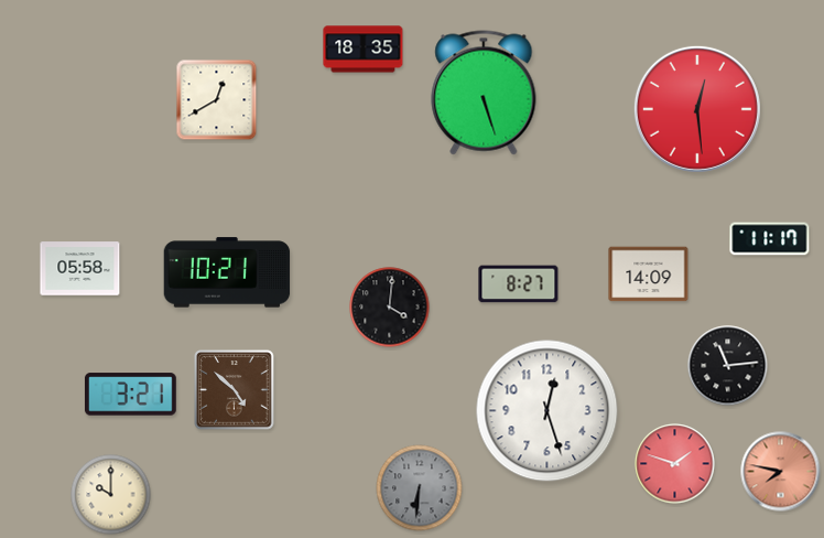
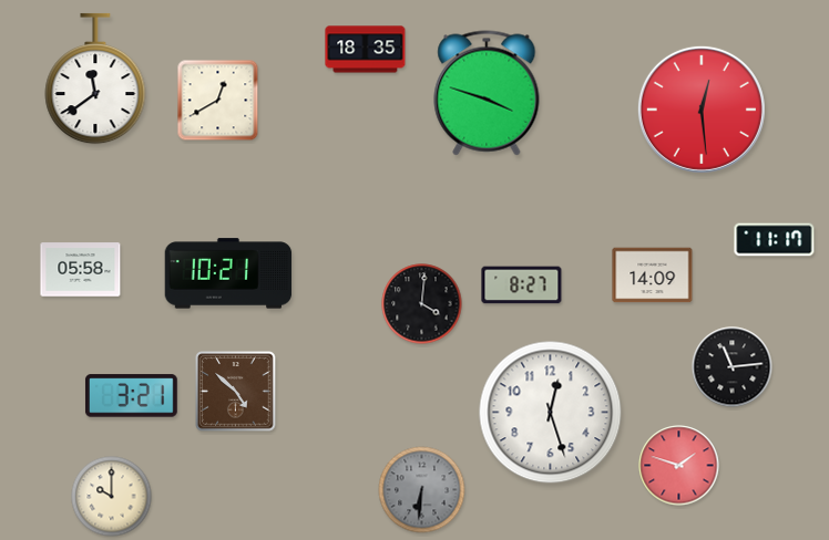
clock at (95, 79): none -> 11:39
clock at (484, 93): 5:27 -> 3:48
clock at (390, 308) position: (390, 308) -> (422, 304)
clock at (781, 472): 7:47 -> none
